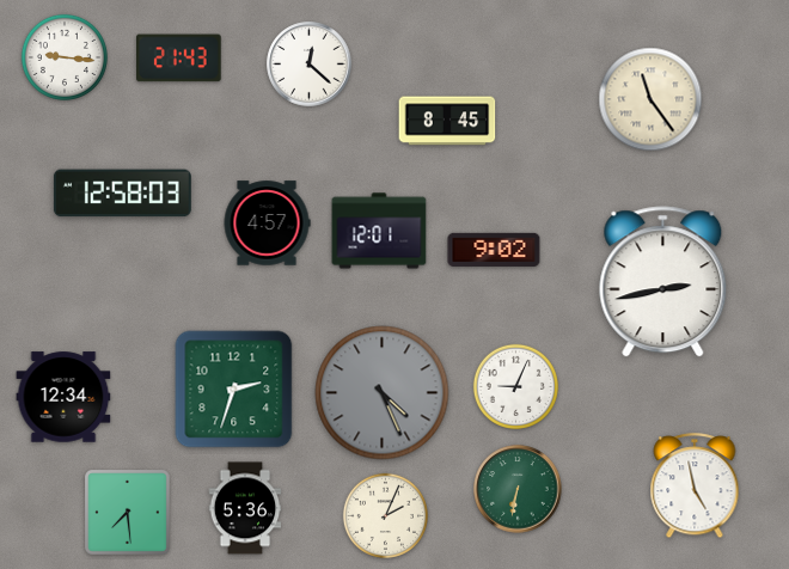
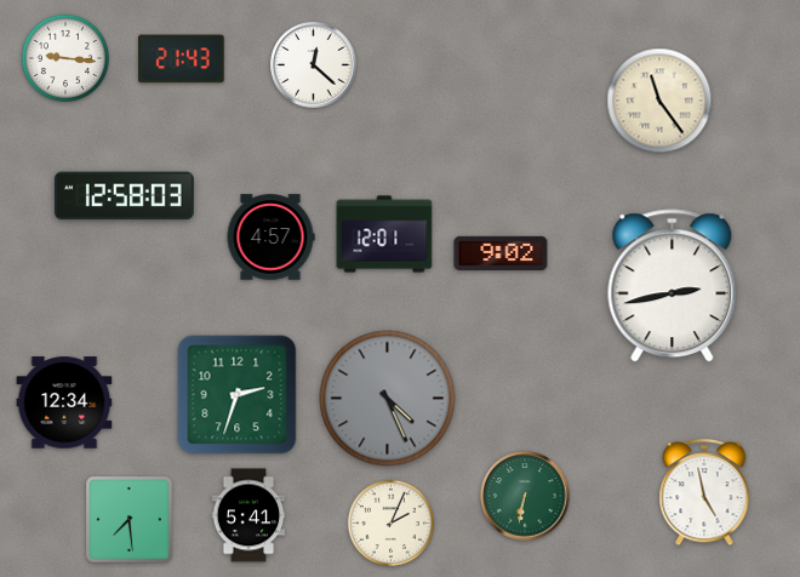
clock at (447, 121): 8:45 -> none
clock at (267, 224) position: (267, 224) -> (270, 238)
clock at (515, 386): 9:04 -> none
clock at (245, 508): 5:36 -> 5:41
